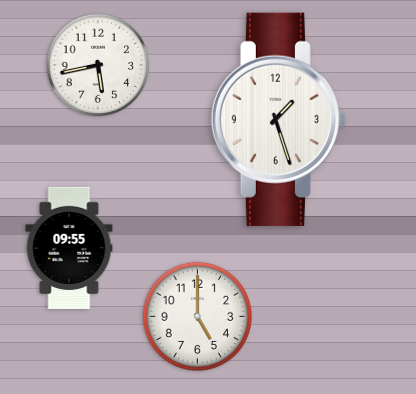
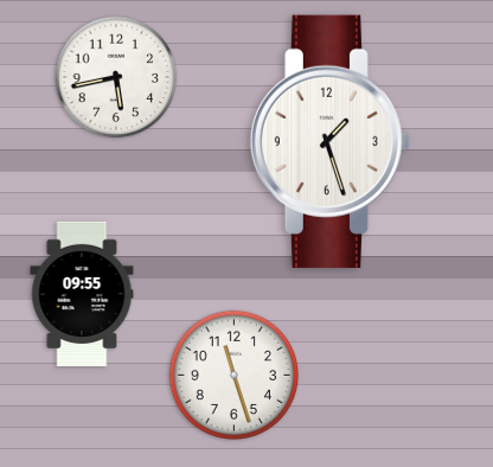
clock at (197, 316): 5:00 -> 11:27
